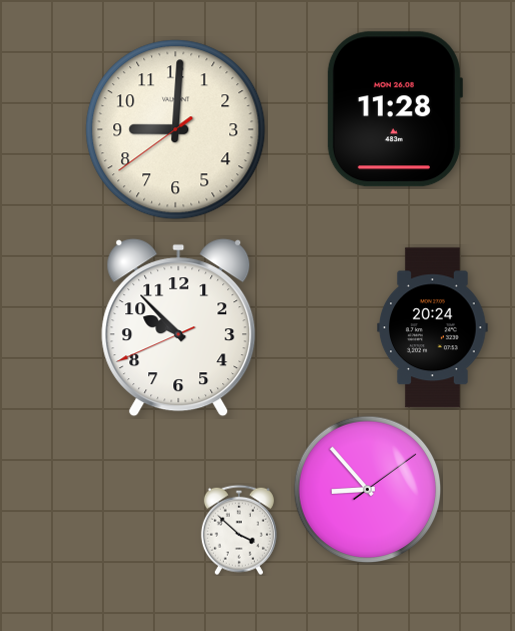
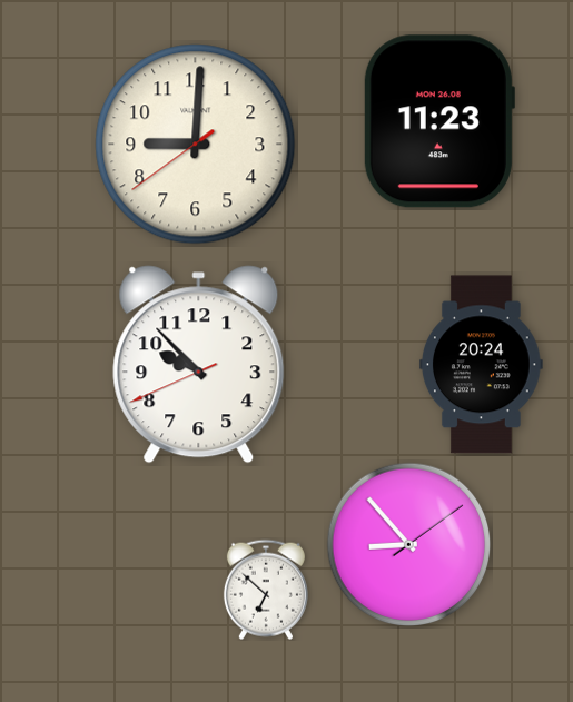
clock at (394, 109): 11:28 -> 11:23
clock at (239, 530): 3:52 -> 6:52
